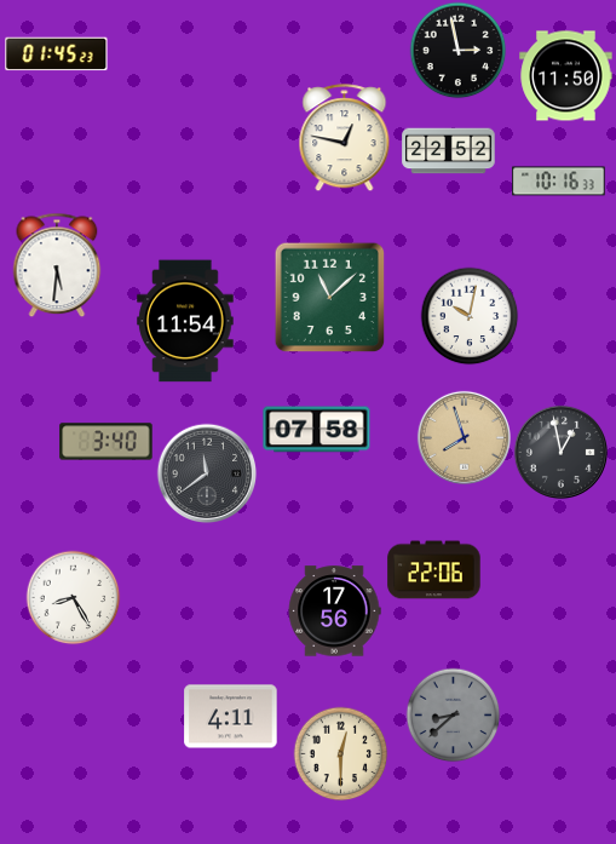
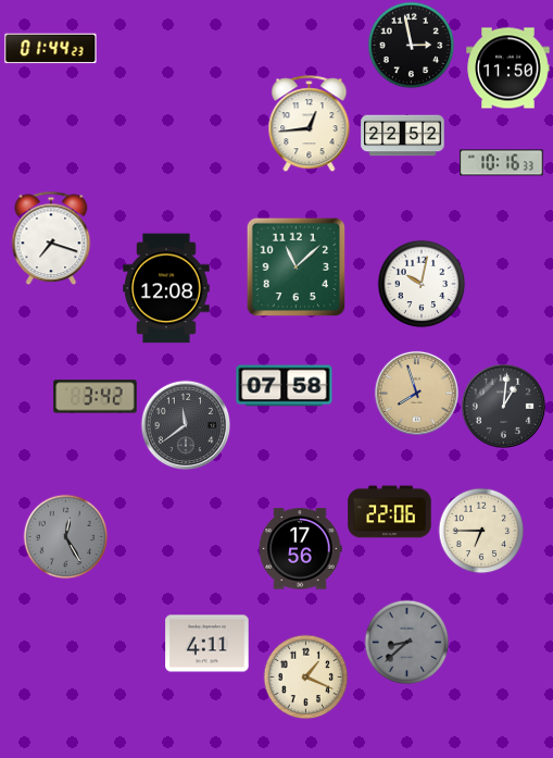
clock at (57, 54): 01:45 -> 01:44
clock at (345, 138): 12:47 -> 12:44
clock at (57, 265): 5:31 -> 7:18
clock at (185, 321): 11:54 -> 12:08
clock at (106, 442): 3:40 -> 3:42
clock at (560, 452): 12:58 -> 1:01
clock at (481, 531): none -> 6:45
clock at (73, 597): 8:25 -> 12:25
clock at (73, 597) dial: white -> grey
clock at (340, 753): 12:30 -> 1:19
